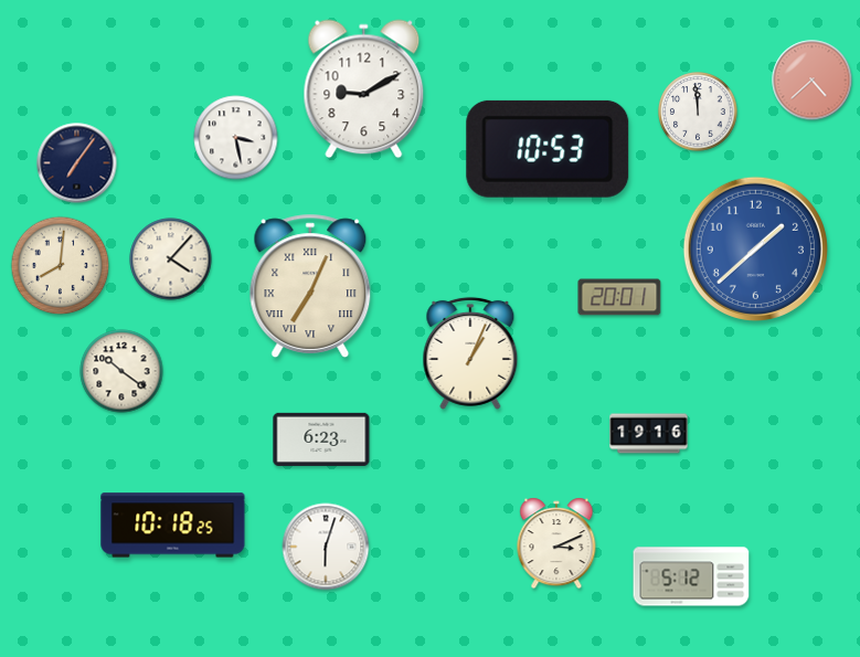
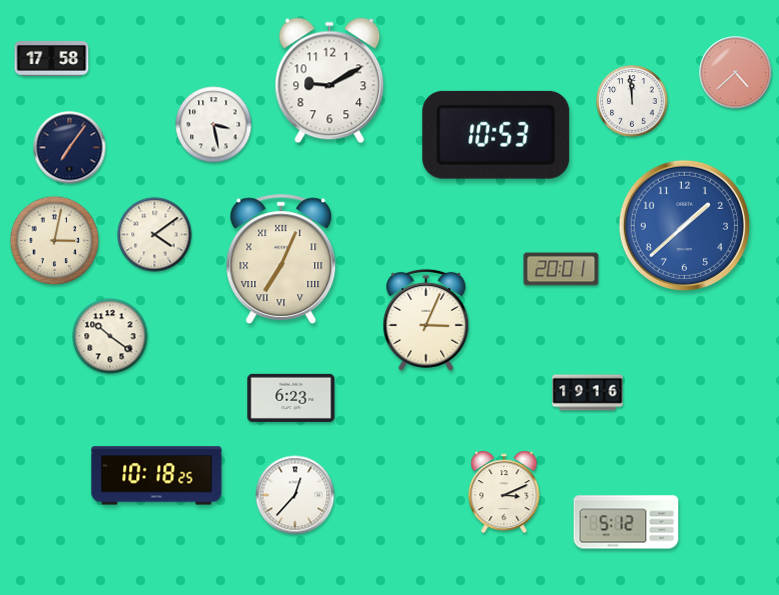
clock at (52, 59): none -> 17:58
clock at (171, 259): 4:07 -> 4:09
clock at (61, 266): 8:01 -> 3:02
clock at (470, 353): 1:04 -> 3:04
clock at (326, 547): 6:03 -> 12:37
